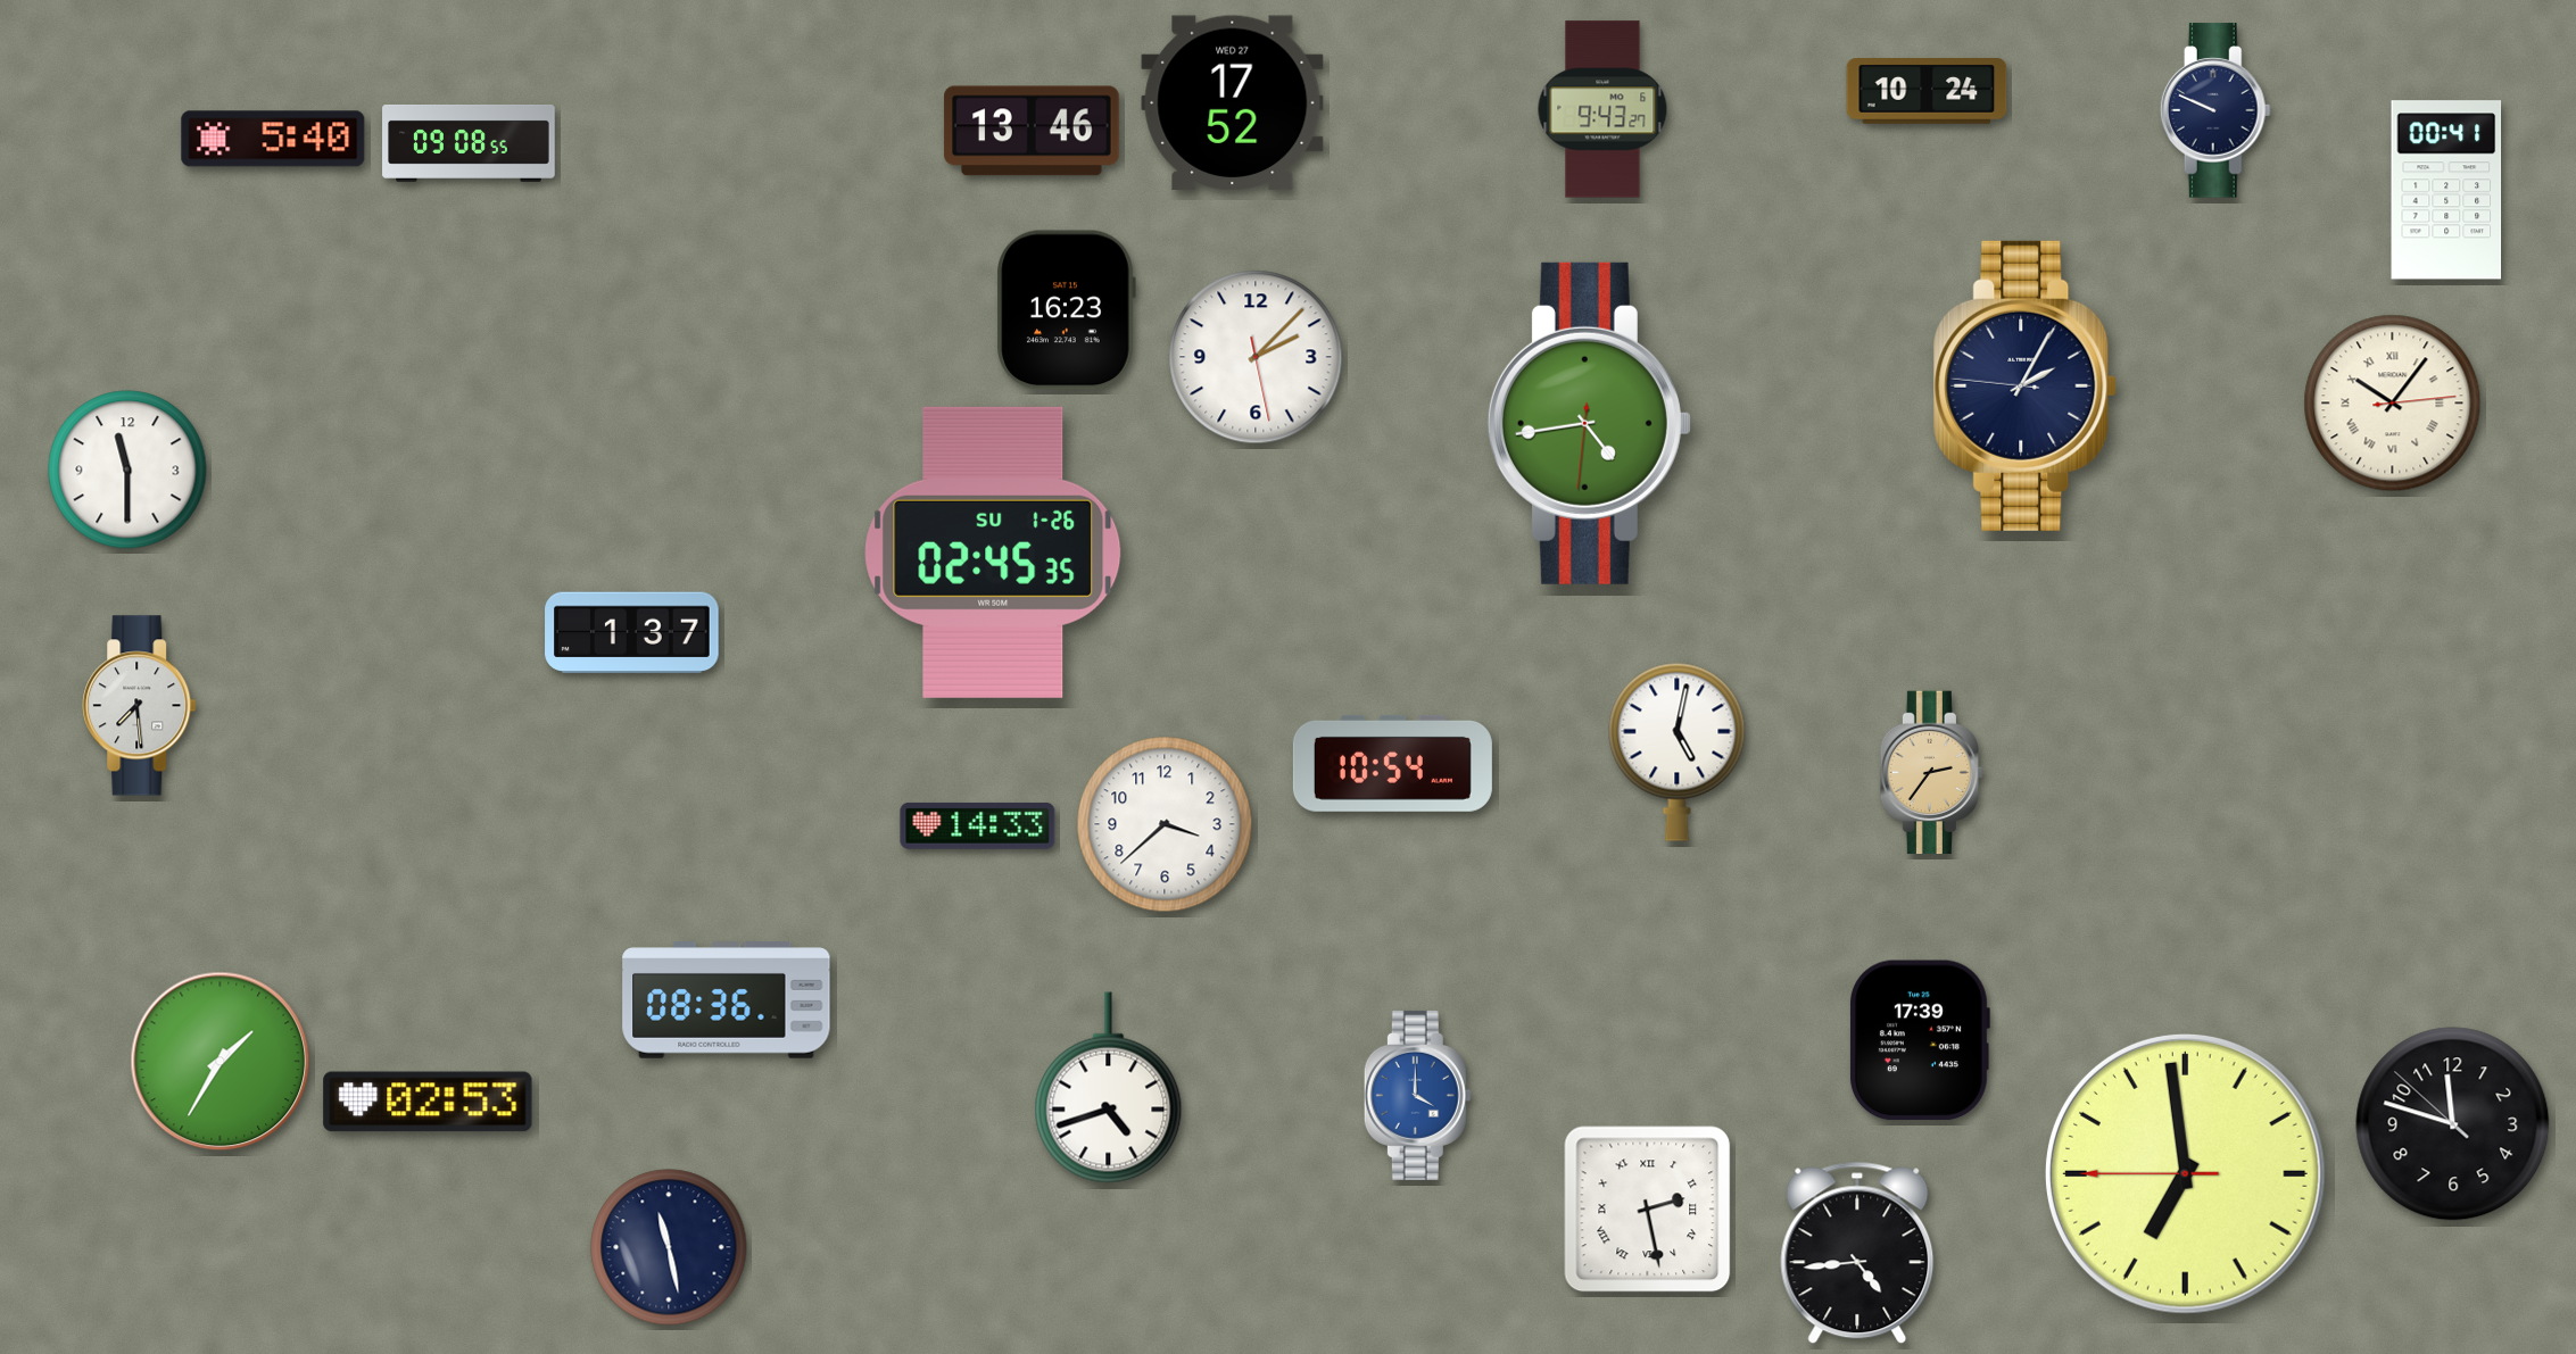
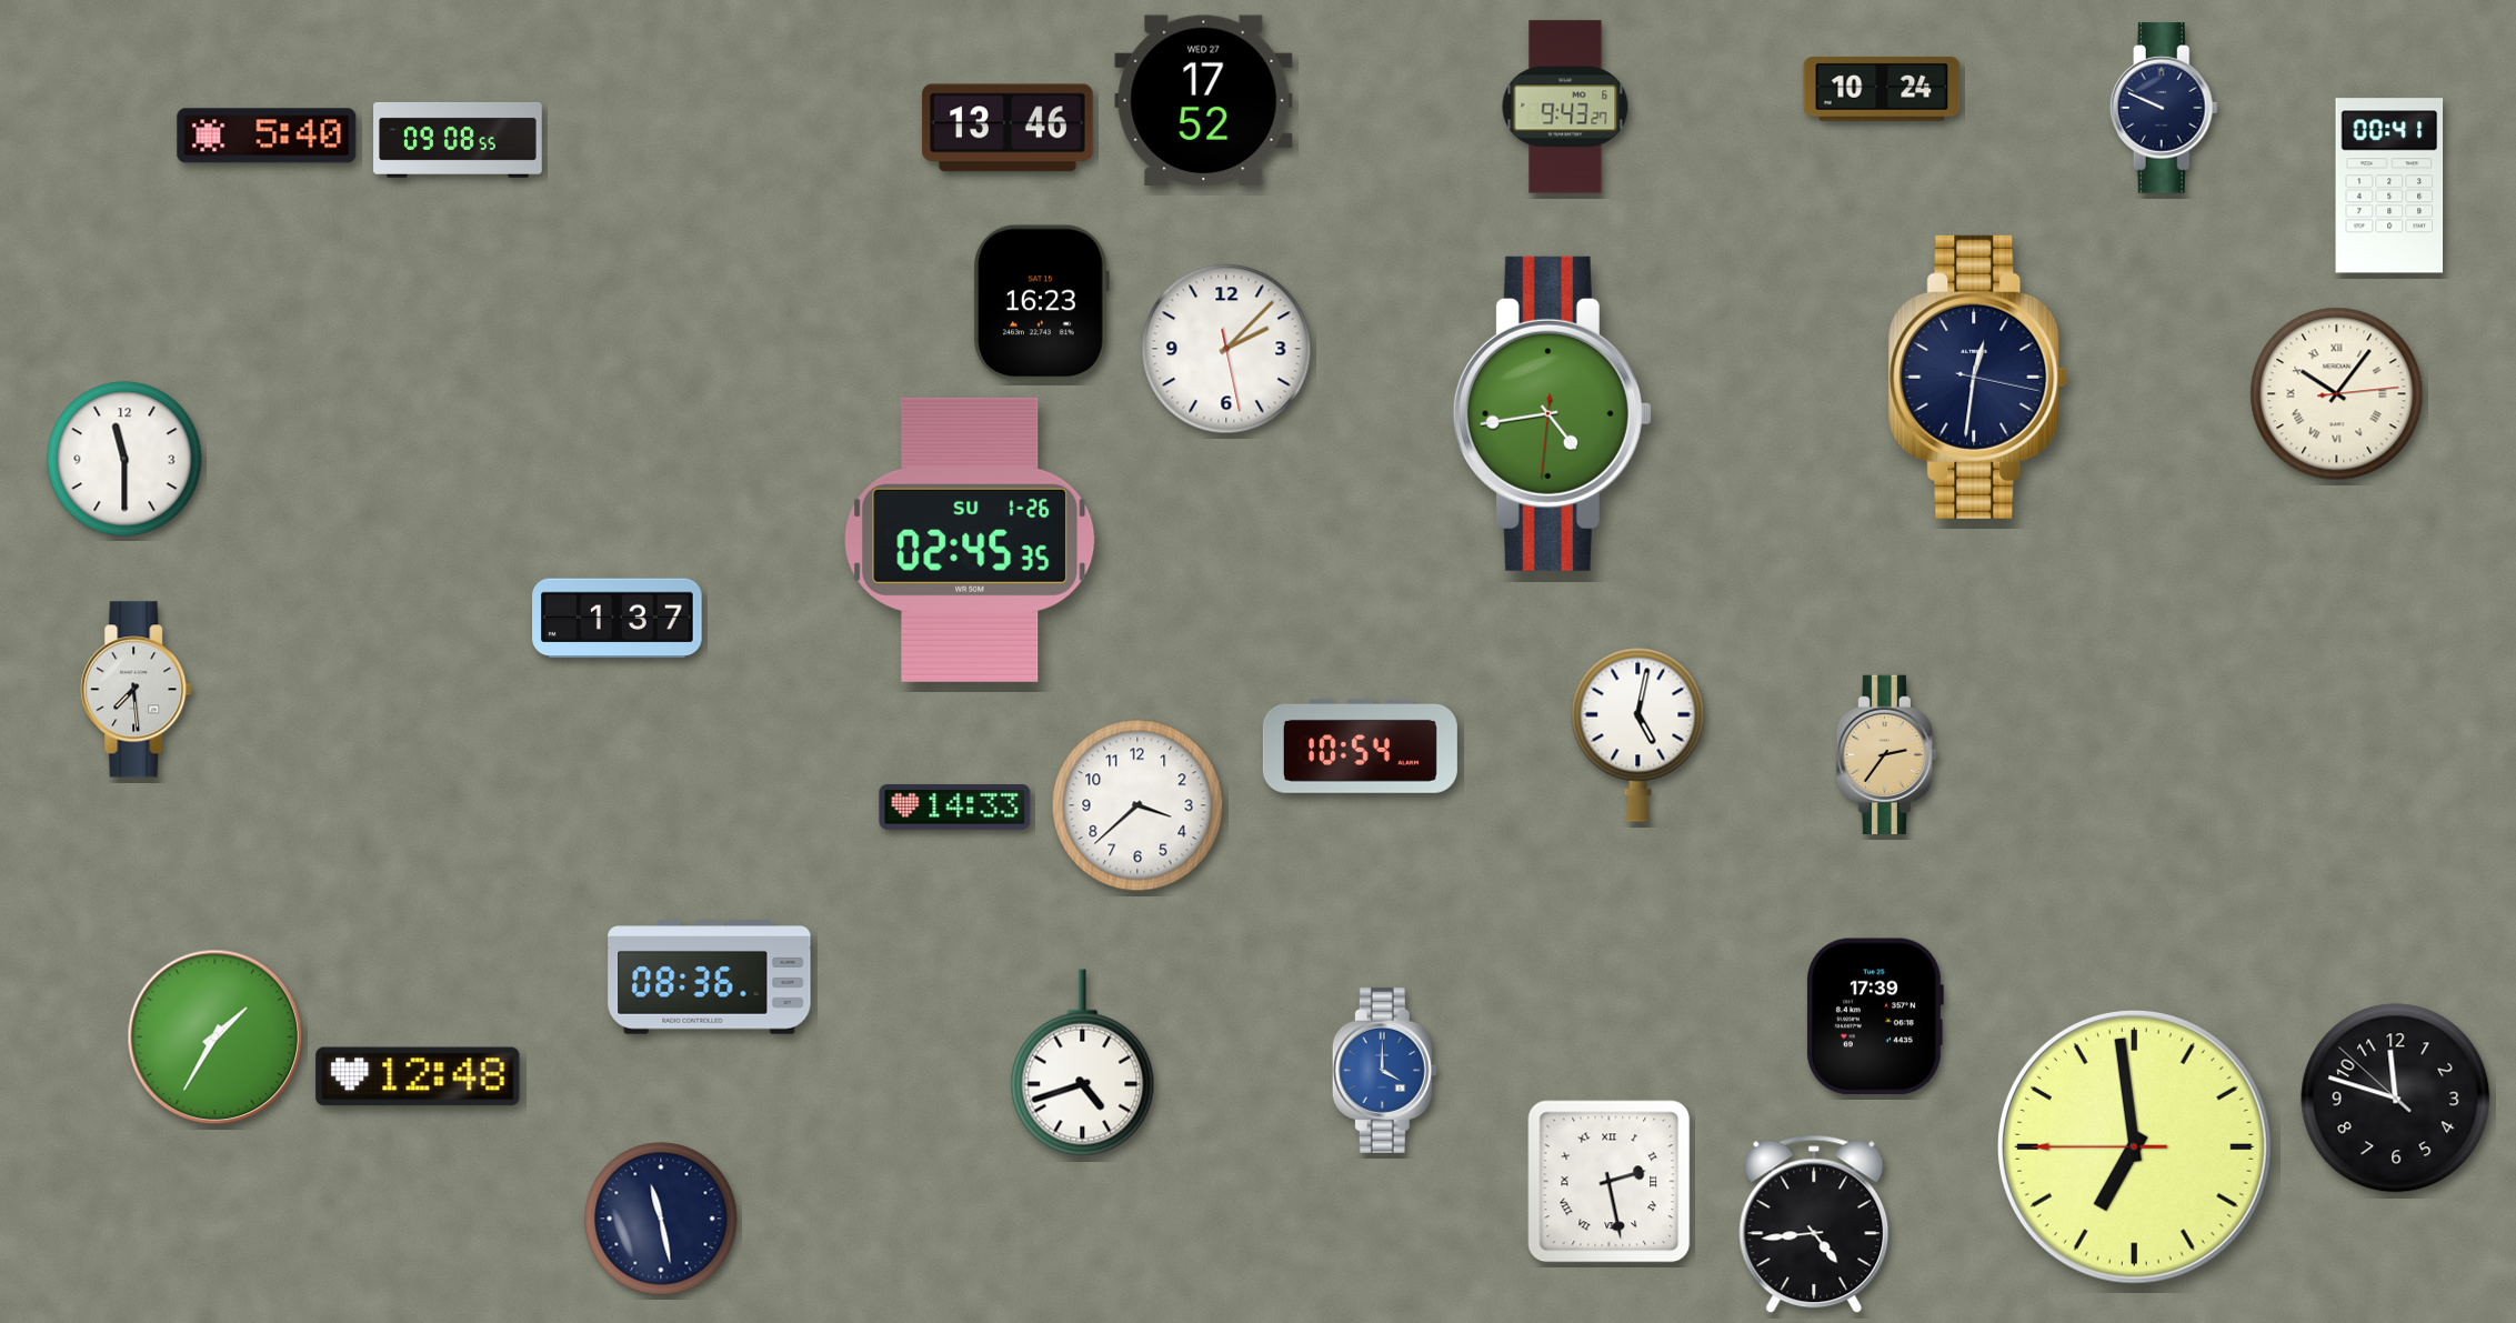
clock at (2026, 385): 2:04 -> 12:31
clock at (428, 1102): 02:53 -> 12:48
clock at (669, 1247) position: (669, 1247) -> (661, 1219)
